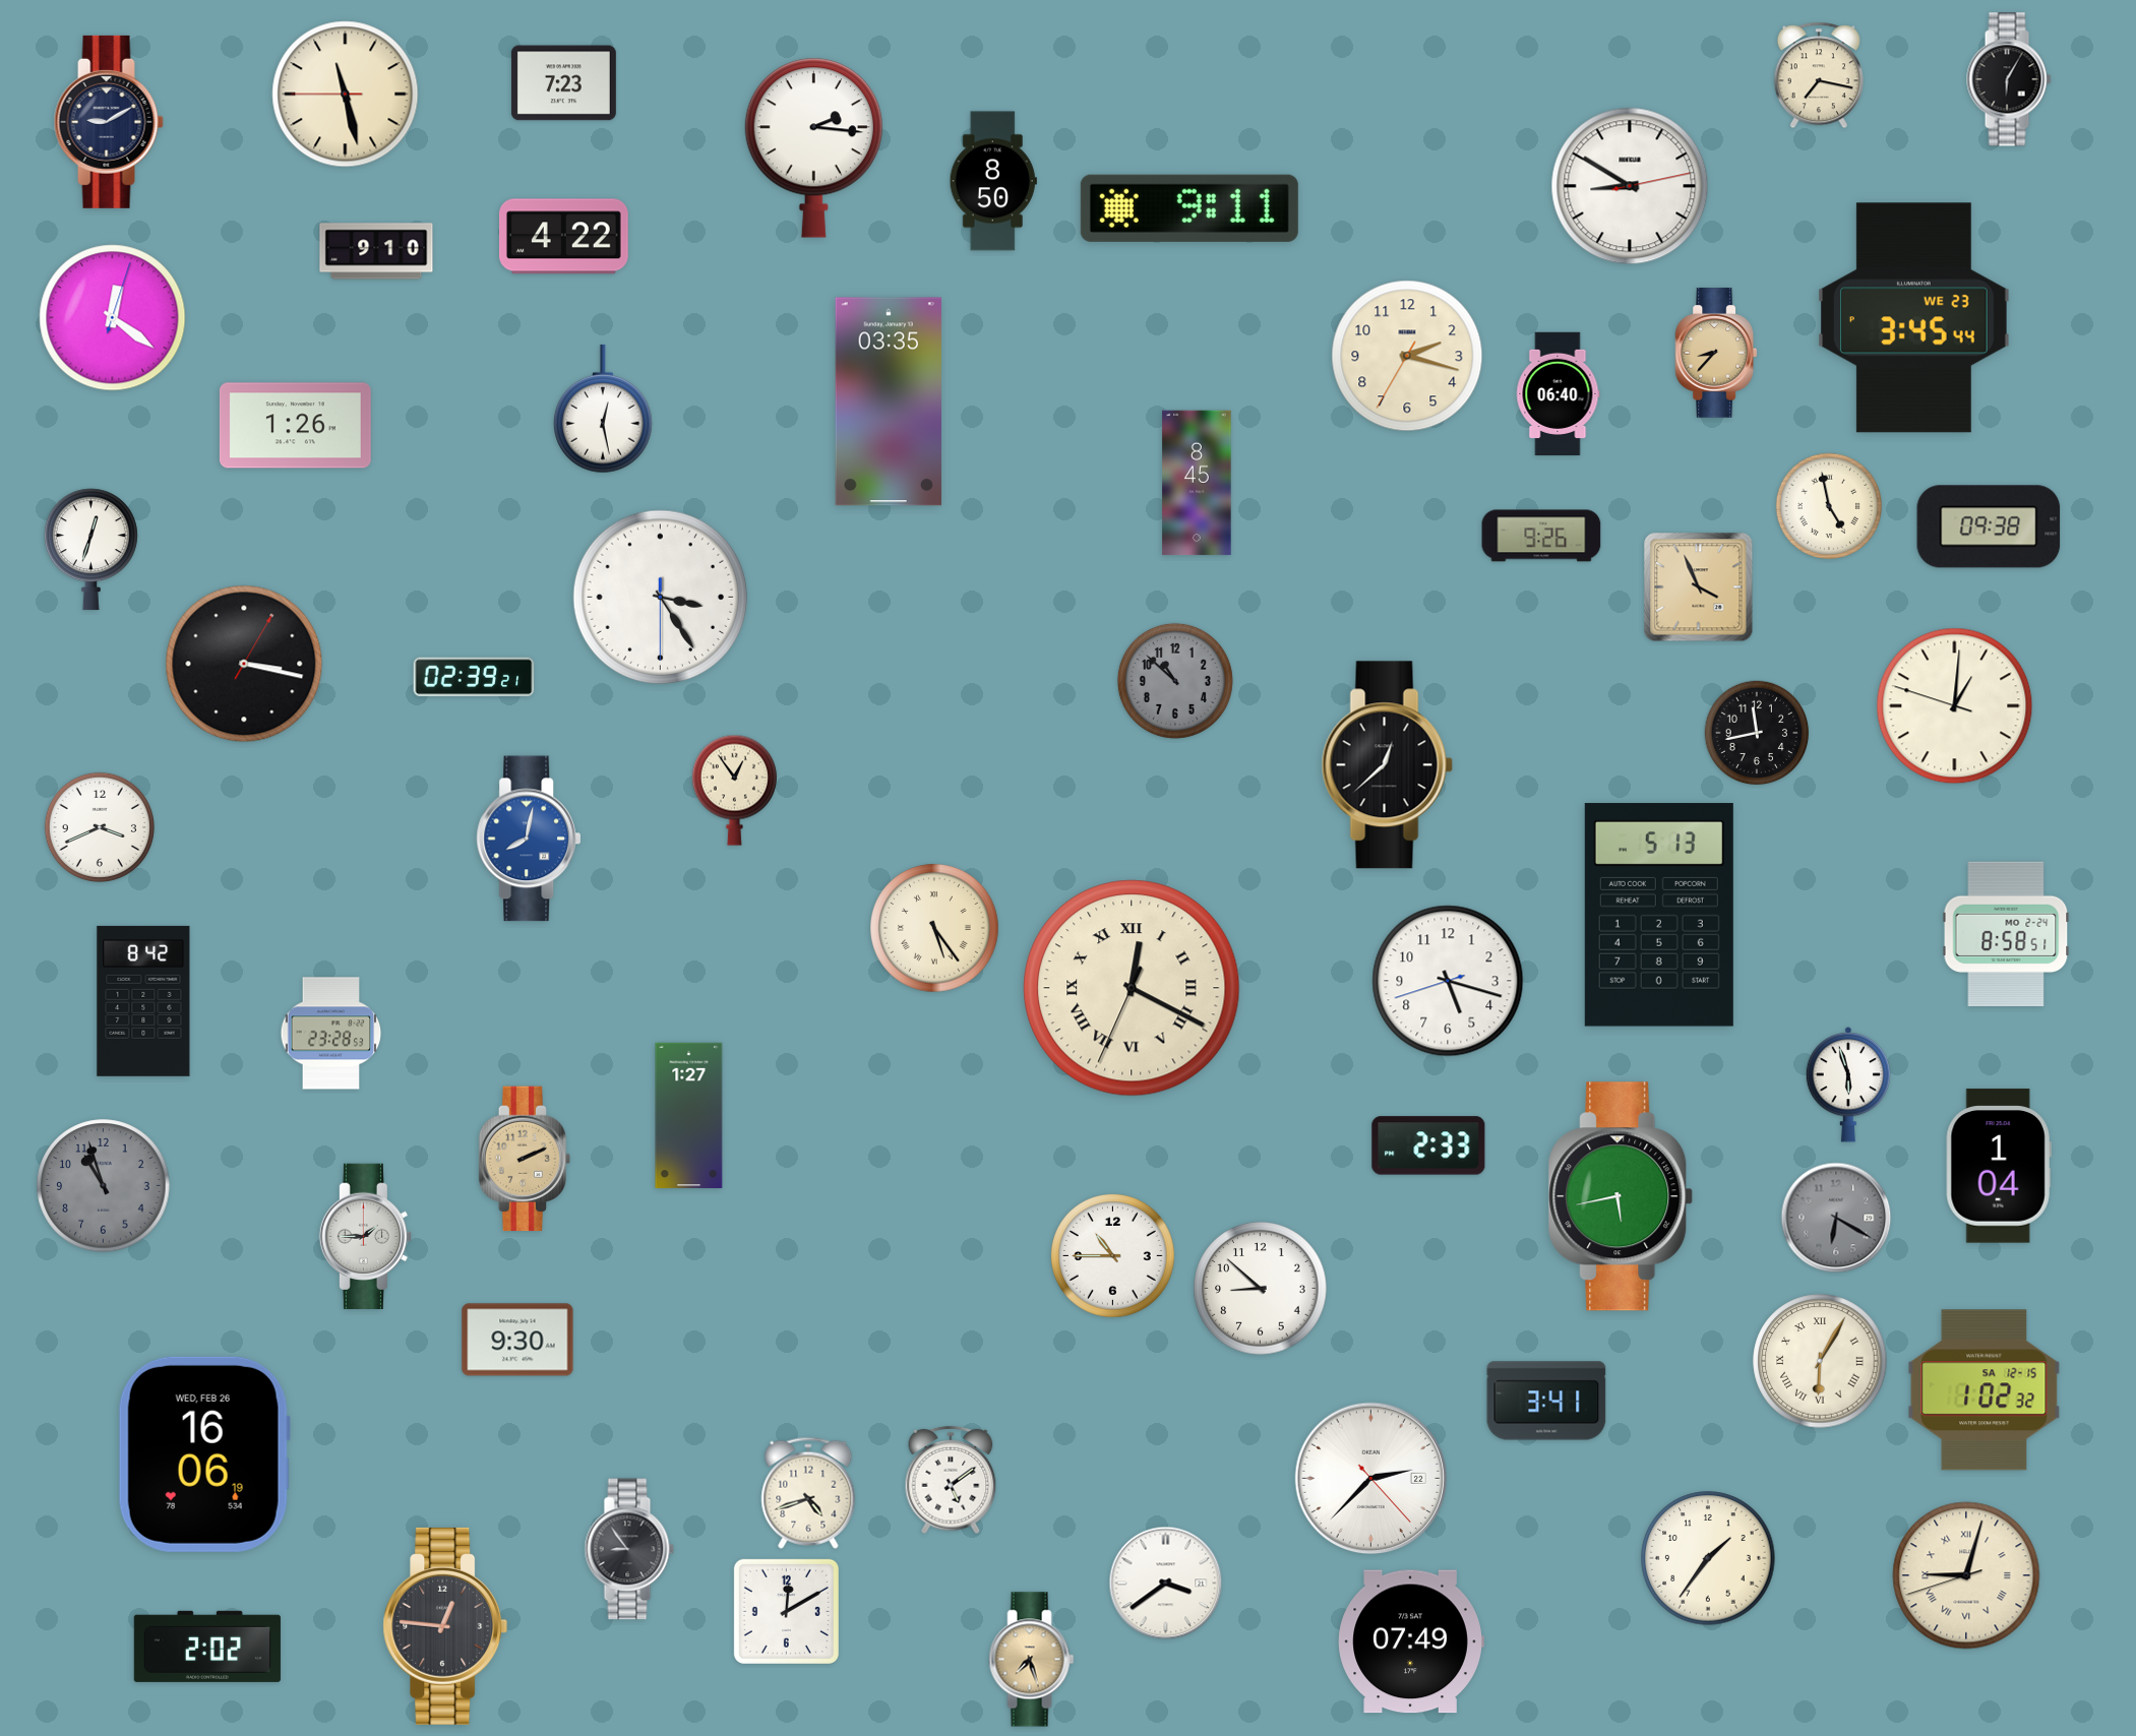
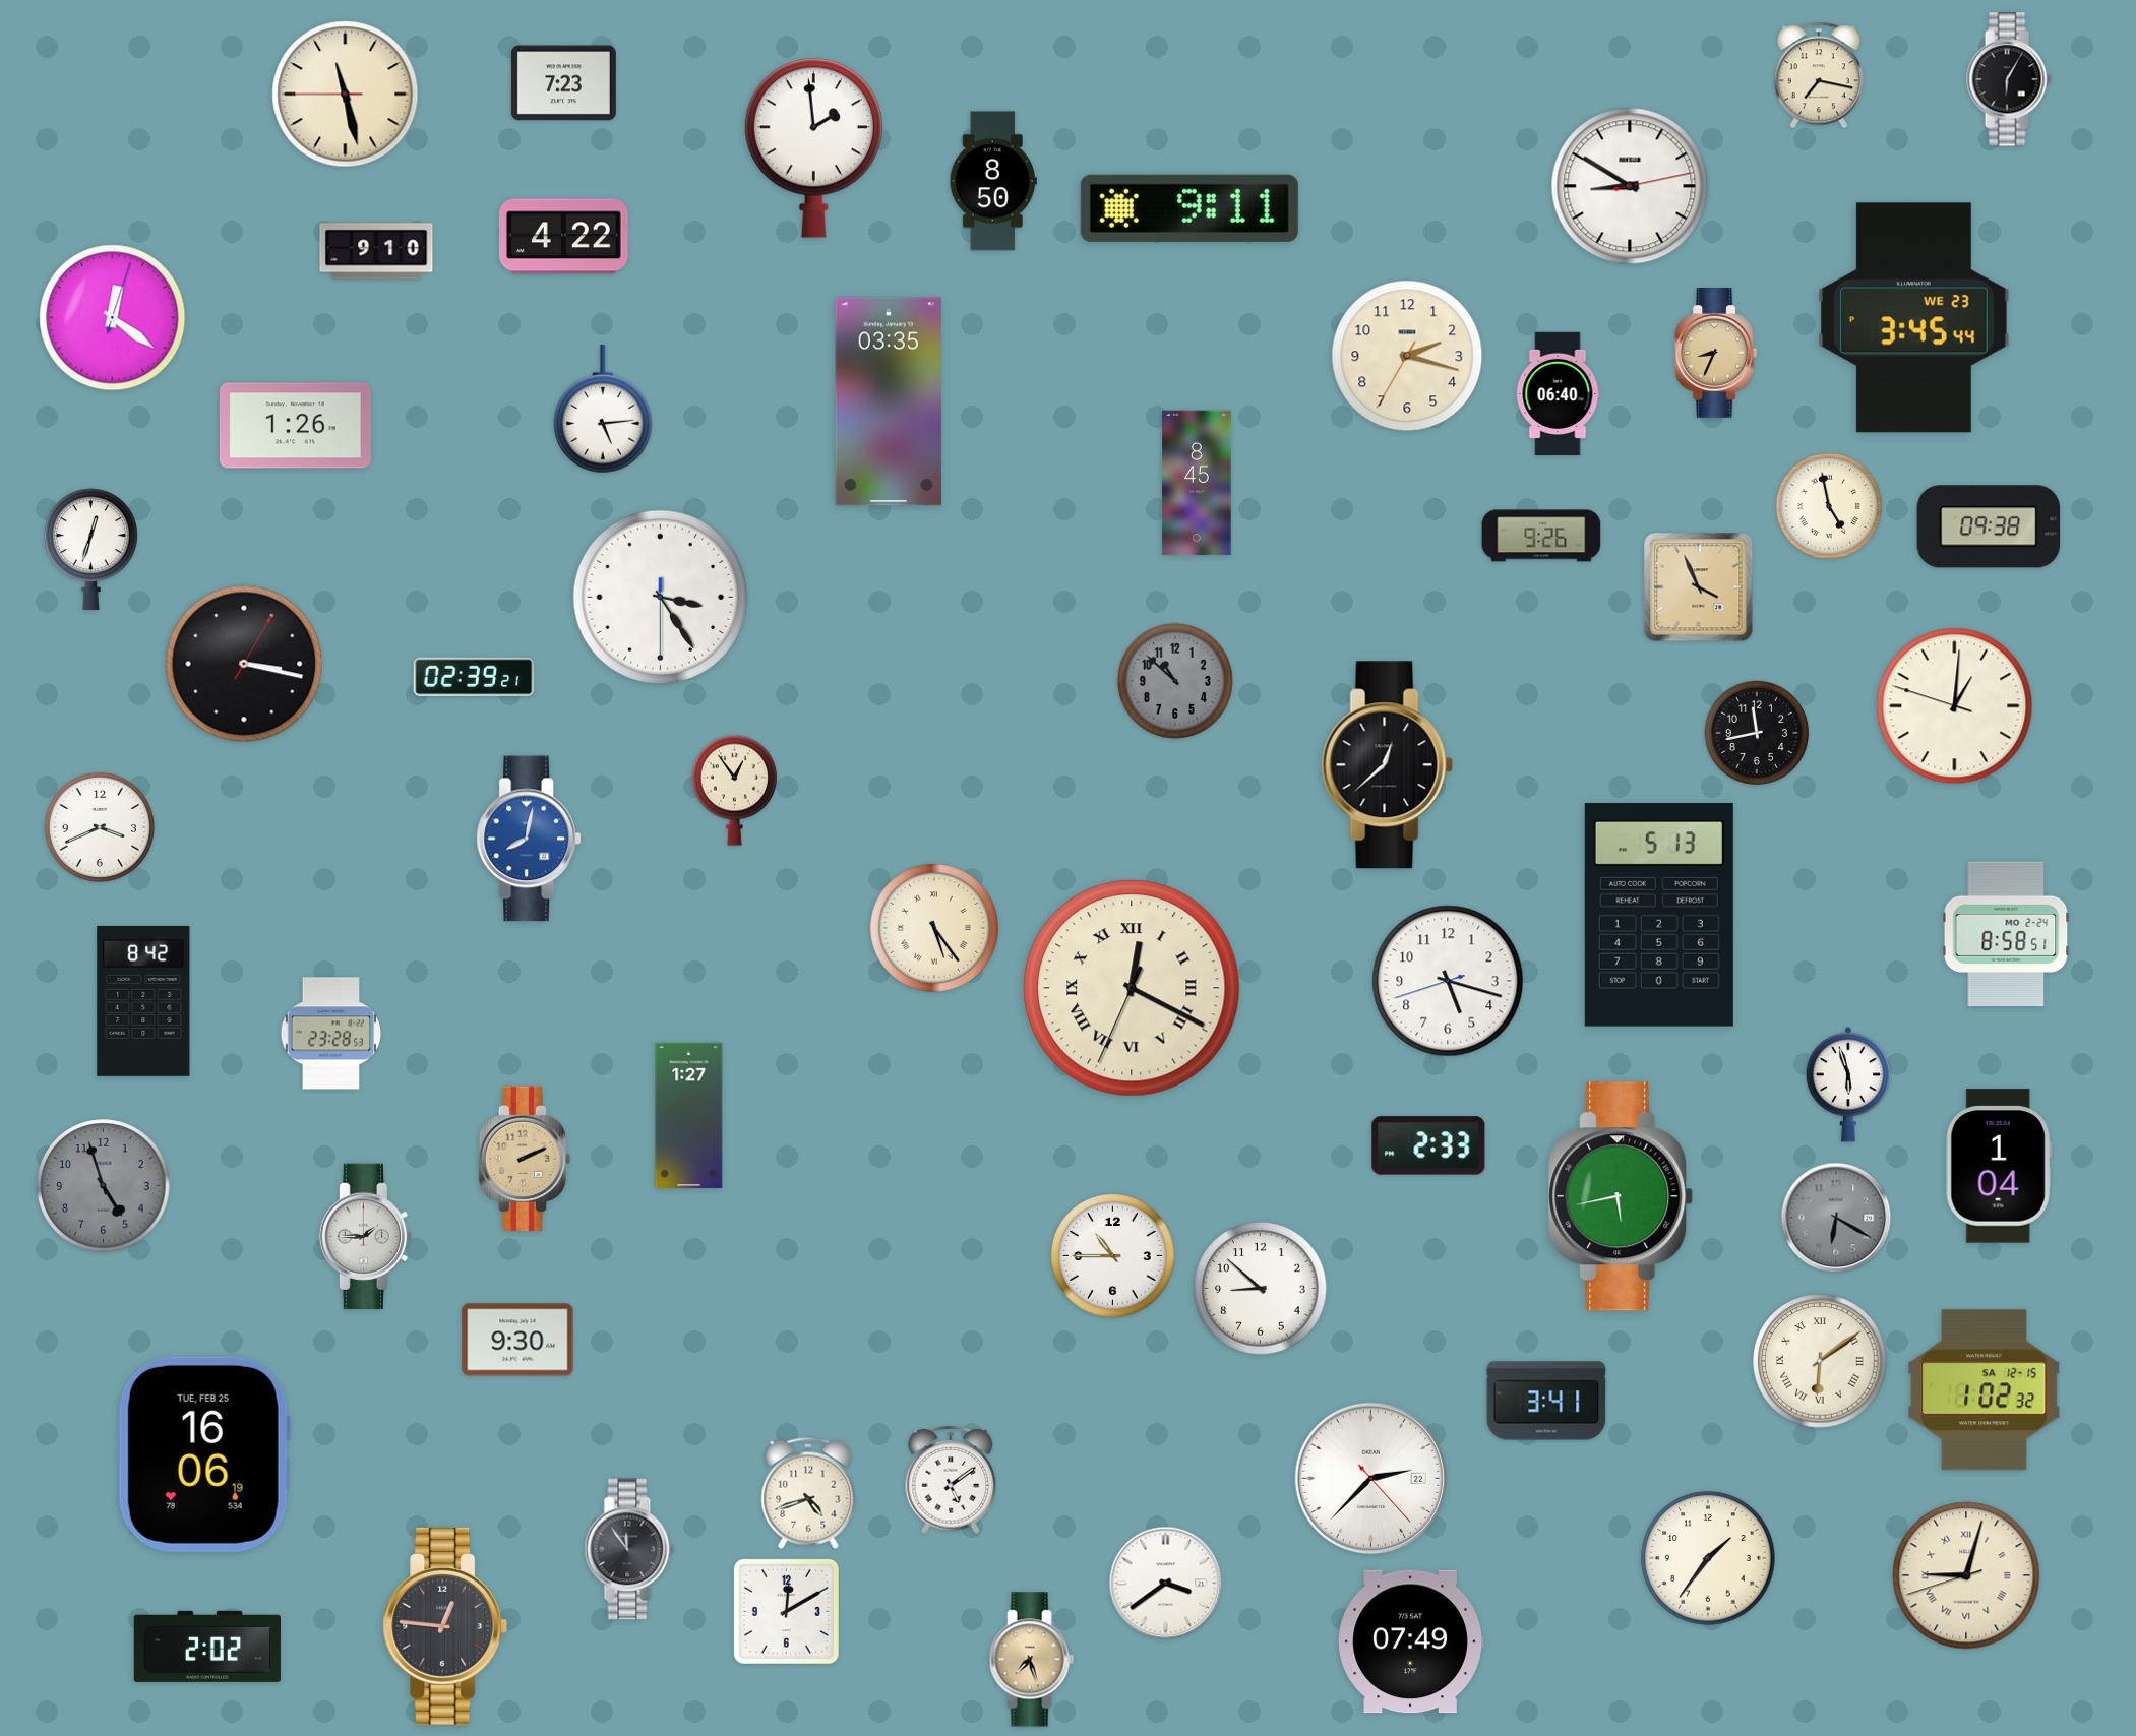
clock at (109, 122): 9:10 -> none
clock at (813, 147): 2:16 -> 1:59
clock at (1716, 353): 8:37 -> 8:34
clock at (604, 409): 12:28 -> 5:14
clock at (104, 1186): 10:57 -> 4:57
clock at (1820, 1361): 6:05 -> 6:09
clock at (204, 1454) date: WED, FEB 26 -> TUE, FEB 25
clock at (629, 1549): 8:54 -> 11:54
